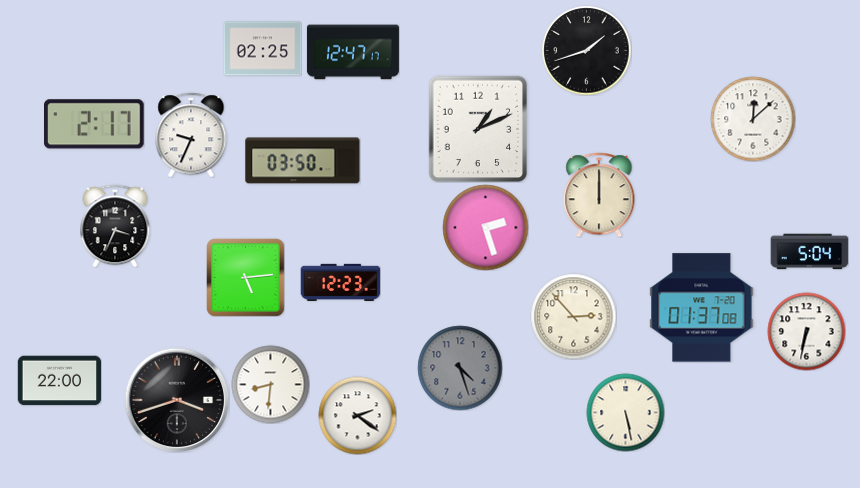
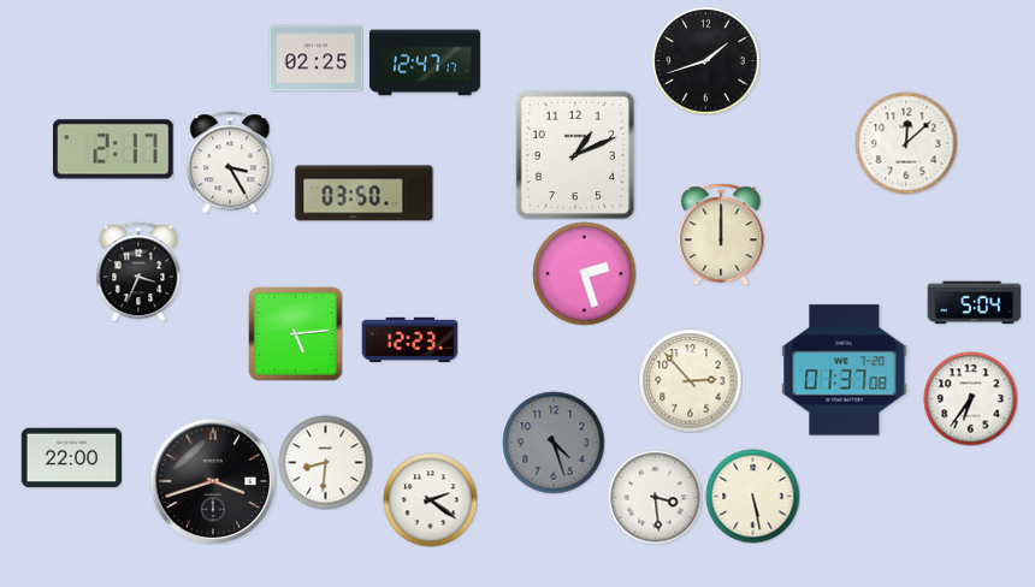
clock at (191, 135): 9:34 -> 3:25
clock at (806, 331): 6:32 -> 6:36
clock at (655, 497): none -> 3:29
